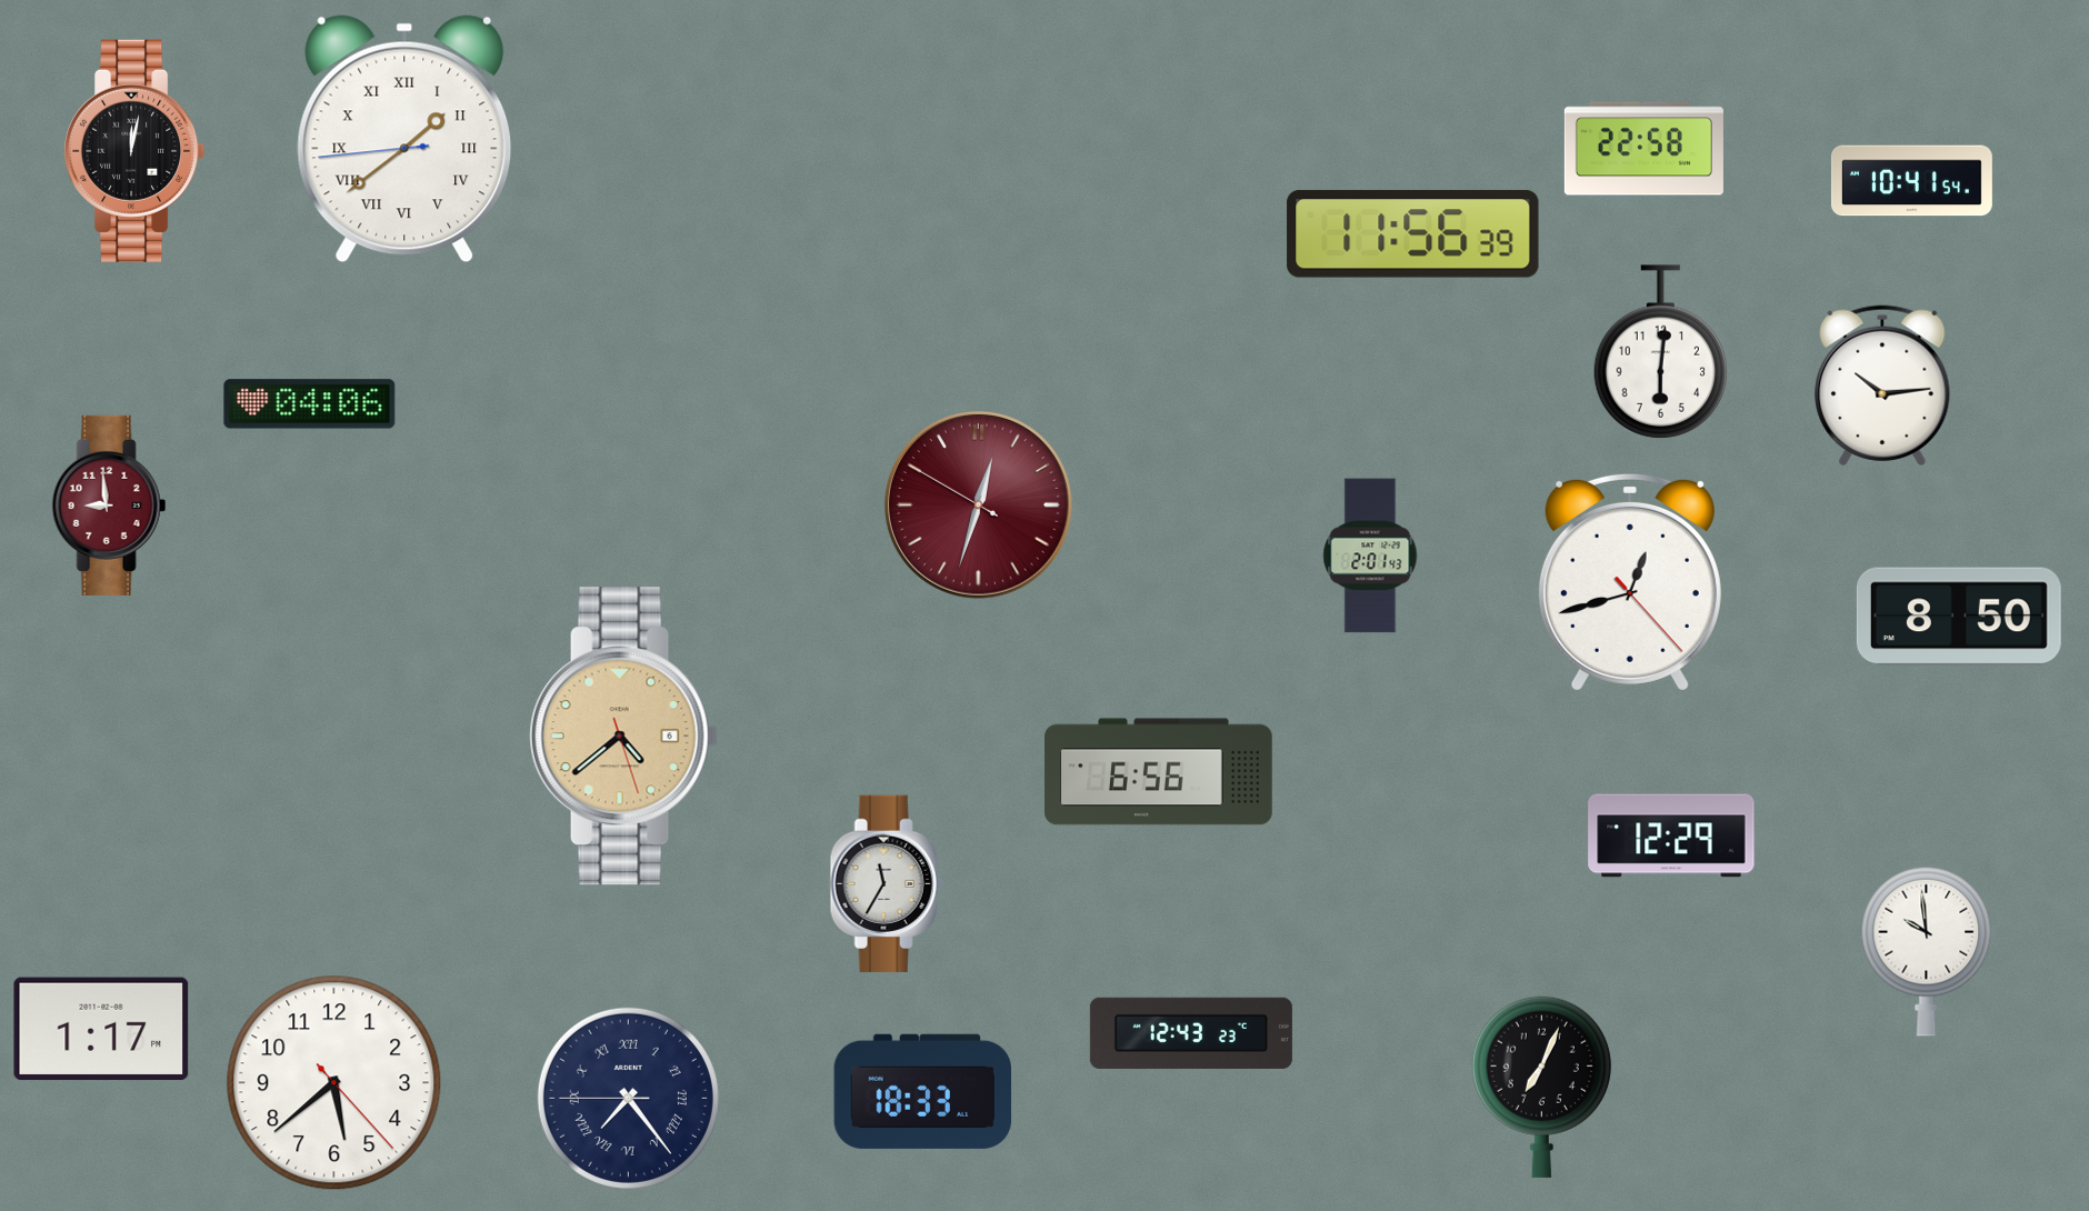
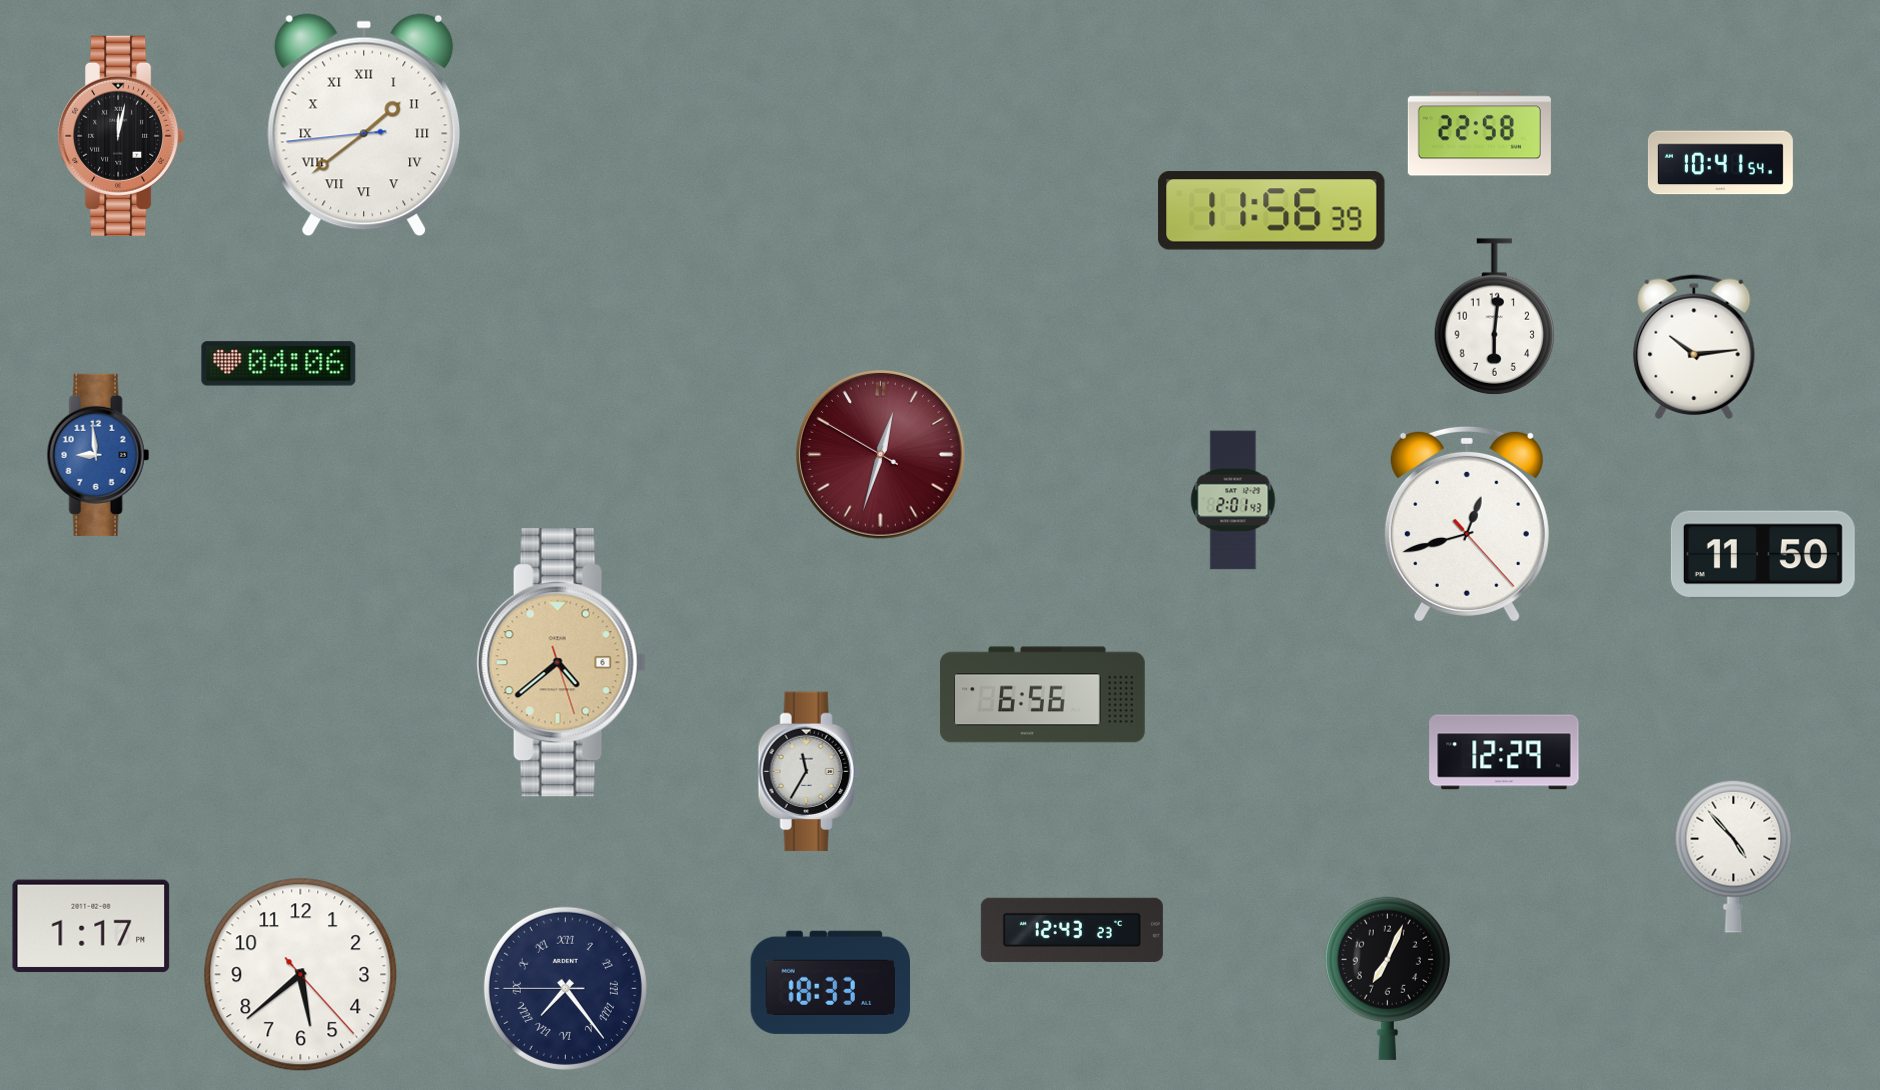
clock at (109, 506) dial: burgundy -> blue
clock at (1959, 617): 8:50 -> 11:50
clock at (886, 884) position: (886, 884) -> (808, 772)
clock at (1927, 951): 9:59 -> 4:53
